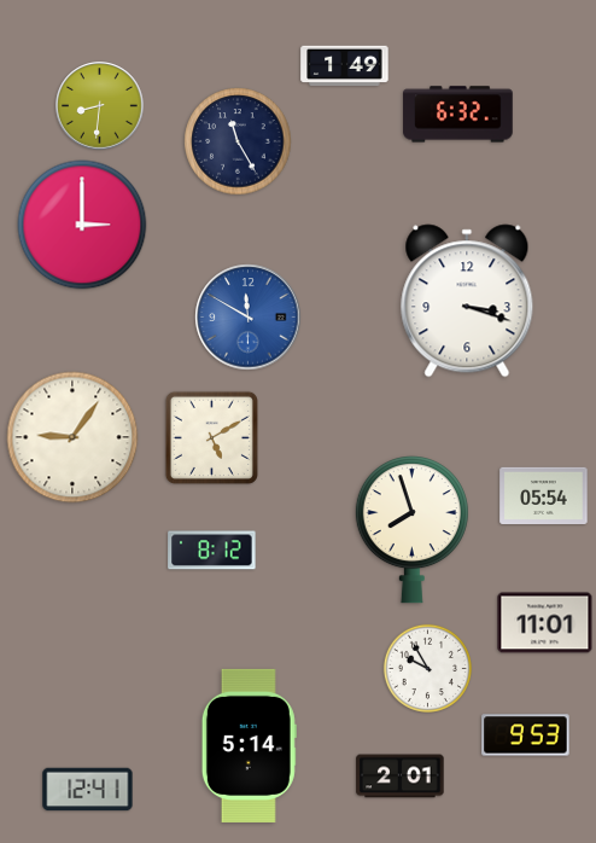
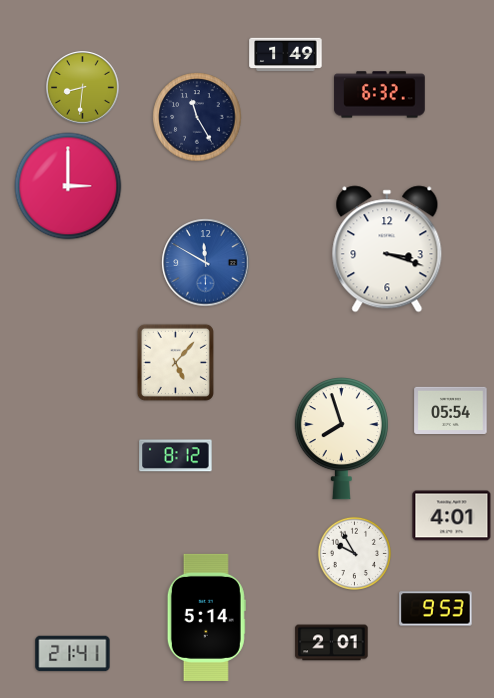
clock at (72, 437): 9:06 -> none
clock at (211, 437): 5:10 -> 5:07
clock at (545, 623): 11:01 -> 4:01
clock at (88, 790): 12:41 -> 21:41
